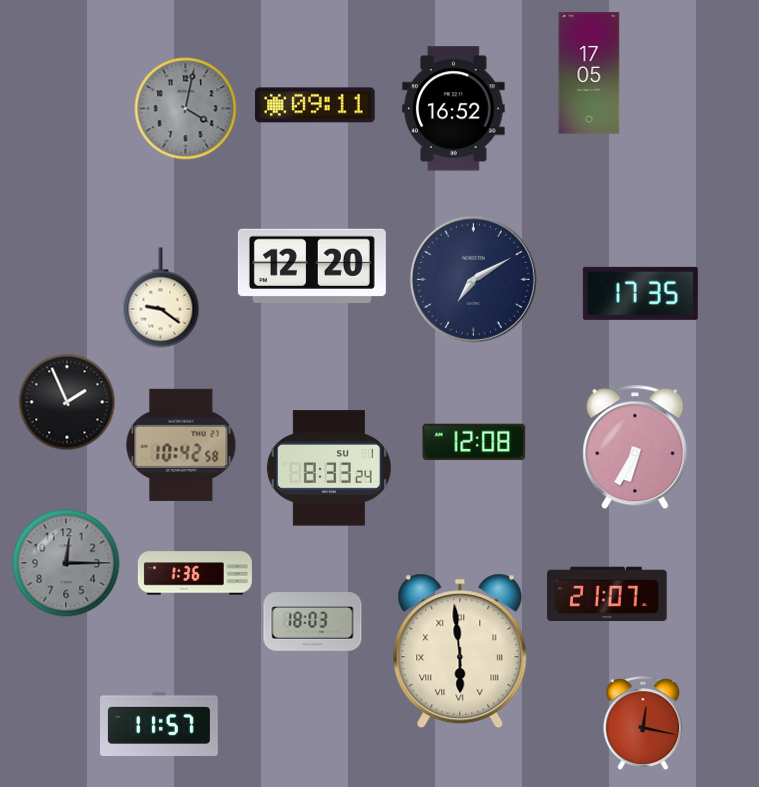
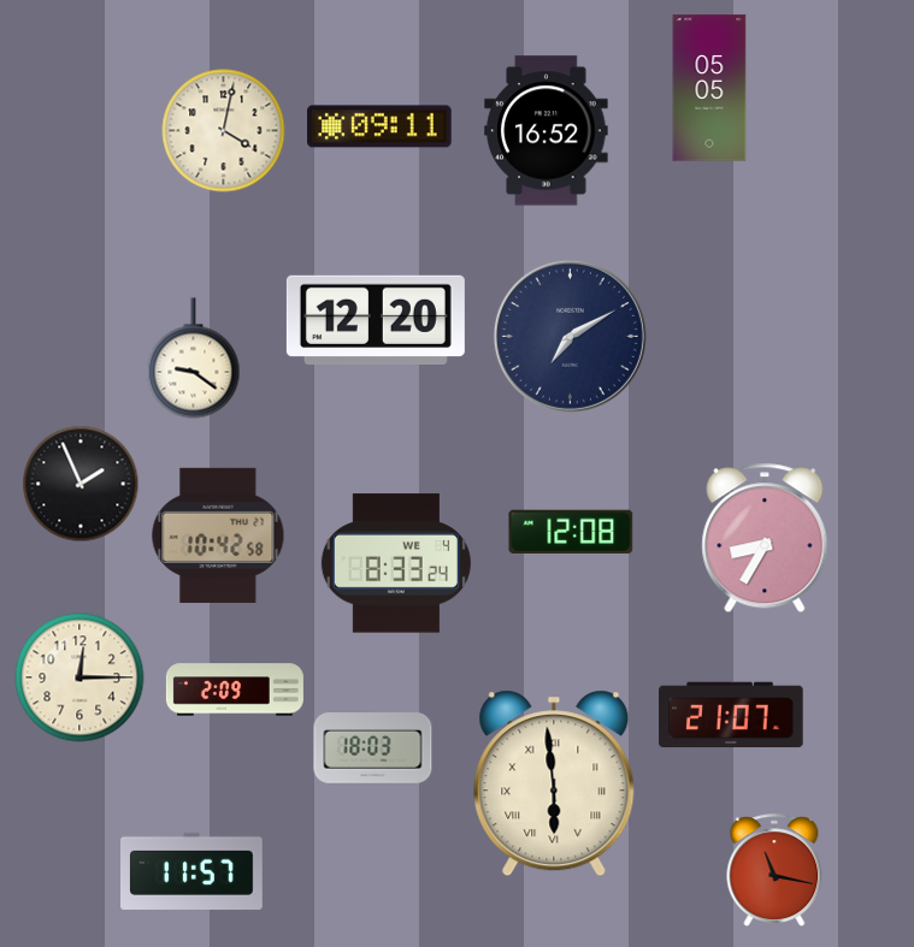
clock at (589, 73): 17:05 -> 05:05
clock at (186, 109) dial: grey -> cream
clock at (640, 293): 17:35 -> none
clock at (635, 447): 6:35 -> 8:35
clock at (329, 468) date: SU 1 -> WE 4
clock at (66, 563) dial: grey -> cream
clock at (195, 573): 1:36 -> 2:09
clock at (313, 622) position: (313, 622) -> (373, 748)
clock at (643, 723): 12:17 -> 11:17
